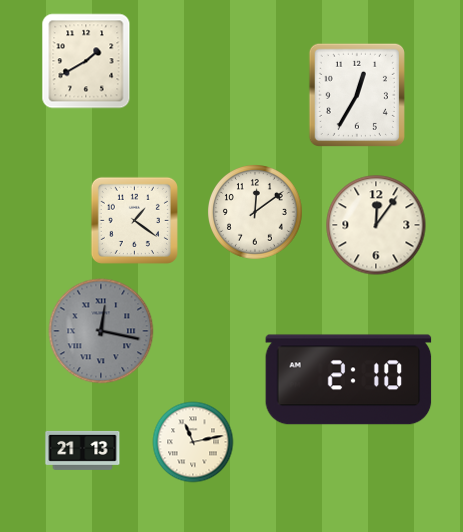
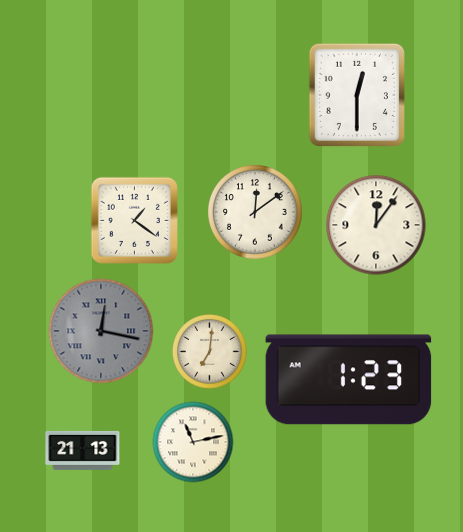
clock at (86, 61): 1:40 -> none
clock at (357, 95): 12:35 -> 12:30
clock at (210, 352): none -> 7:01
clock at (349, 380): 2:10 -> 1:23
